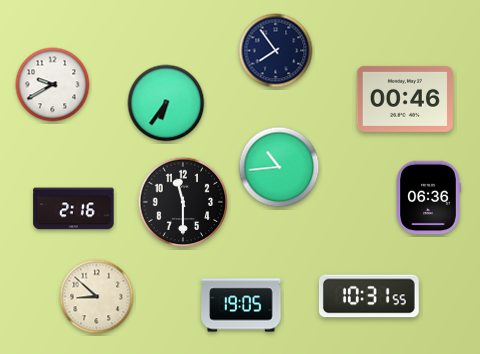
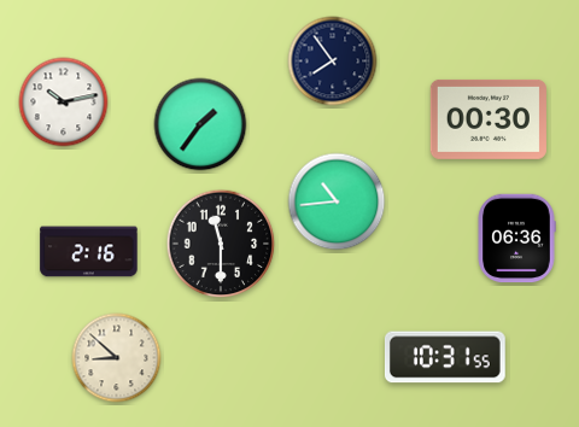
clock at (53, 85): 9:40 -> 10:13
clock at (405, 99): 00:46 -> 00:30
clock at (166, 103): 6:36 -> 1:36
clock at (241, 305): 19:05 -> none
